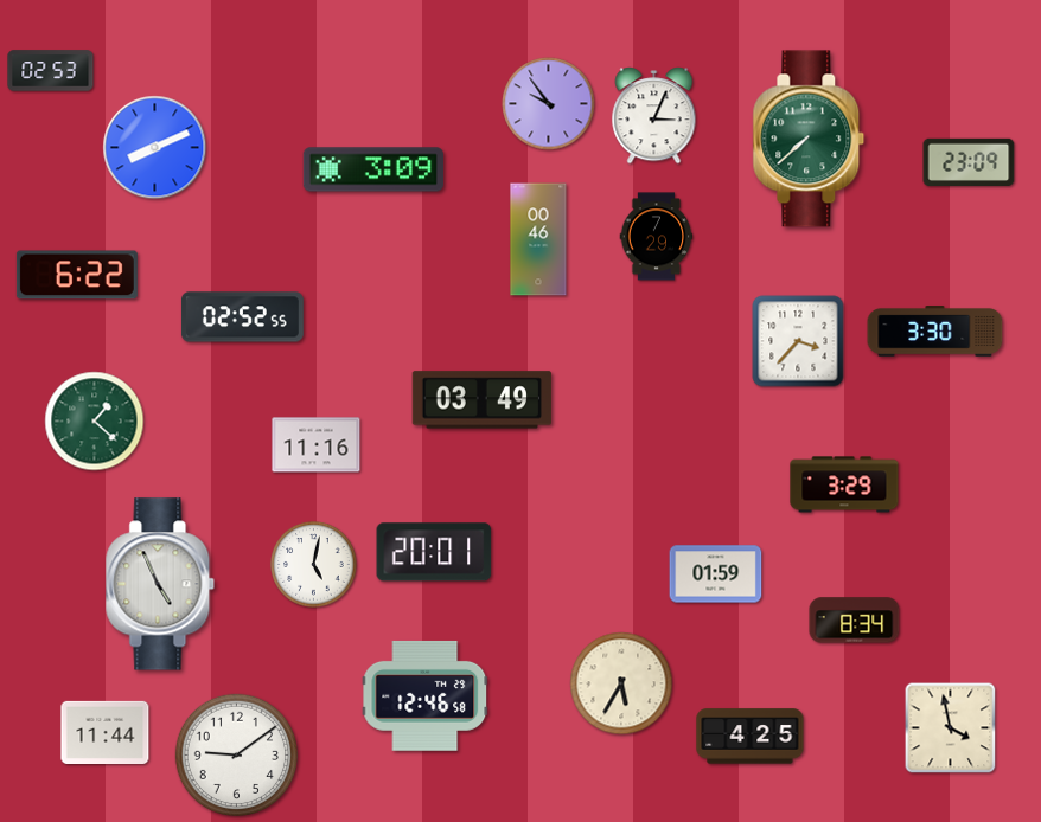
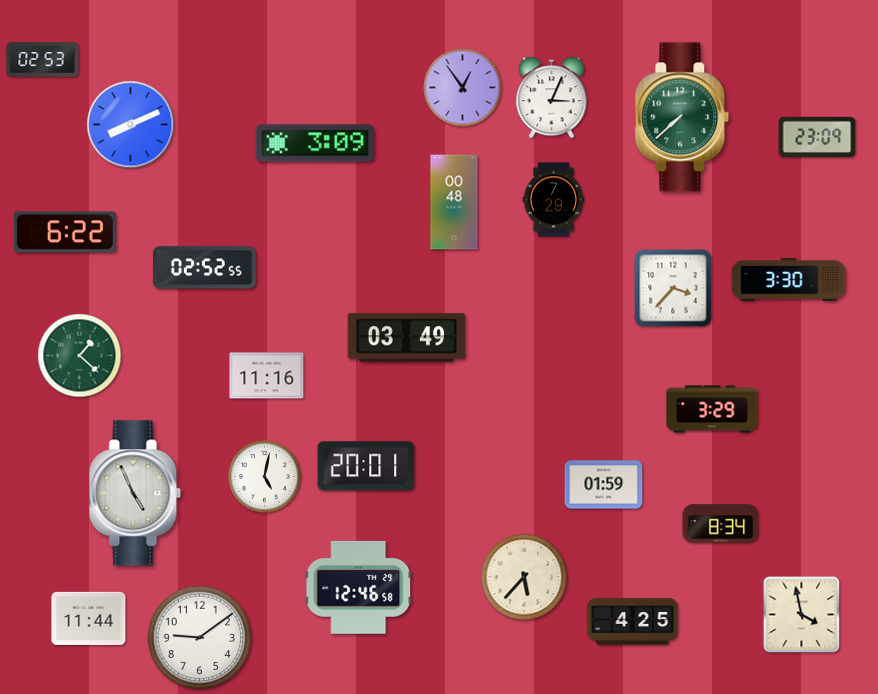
clock at (549, 104): 9:54 -> 12:54
clock at (538, 239): 00:46 -> 00:48
clock at (621, 683): 5:35 -> 5:37
